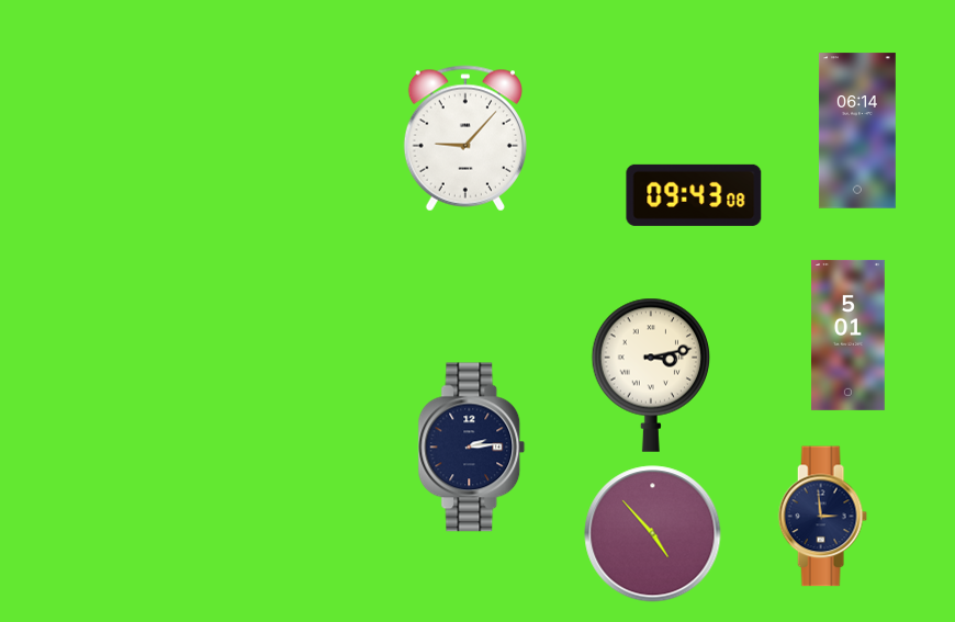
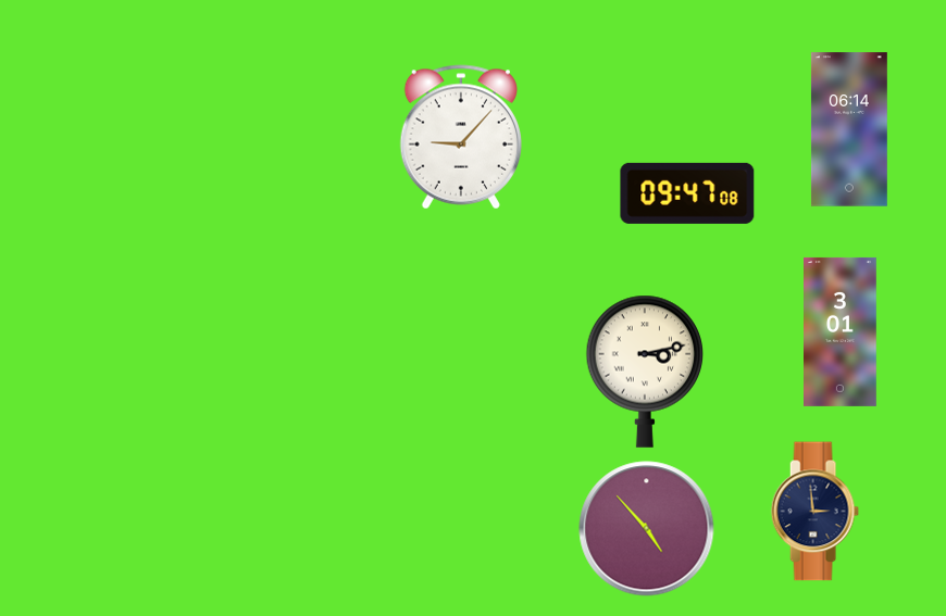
clock at (694, 195): 09:43 -> 09:47
clock at (849, 335): 5:01 -> 3:01
clock at (472, 448): 2:14 -> none
